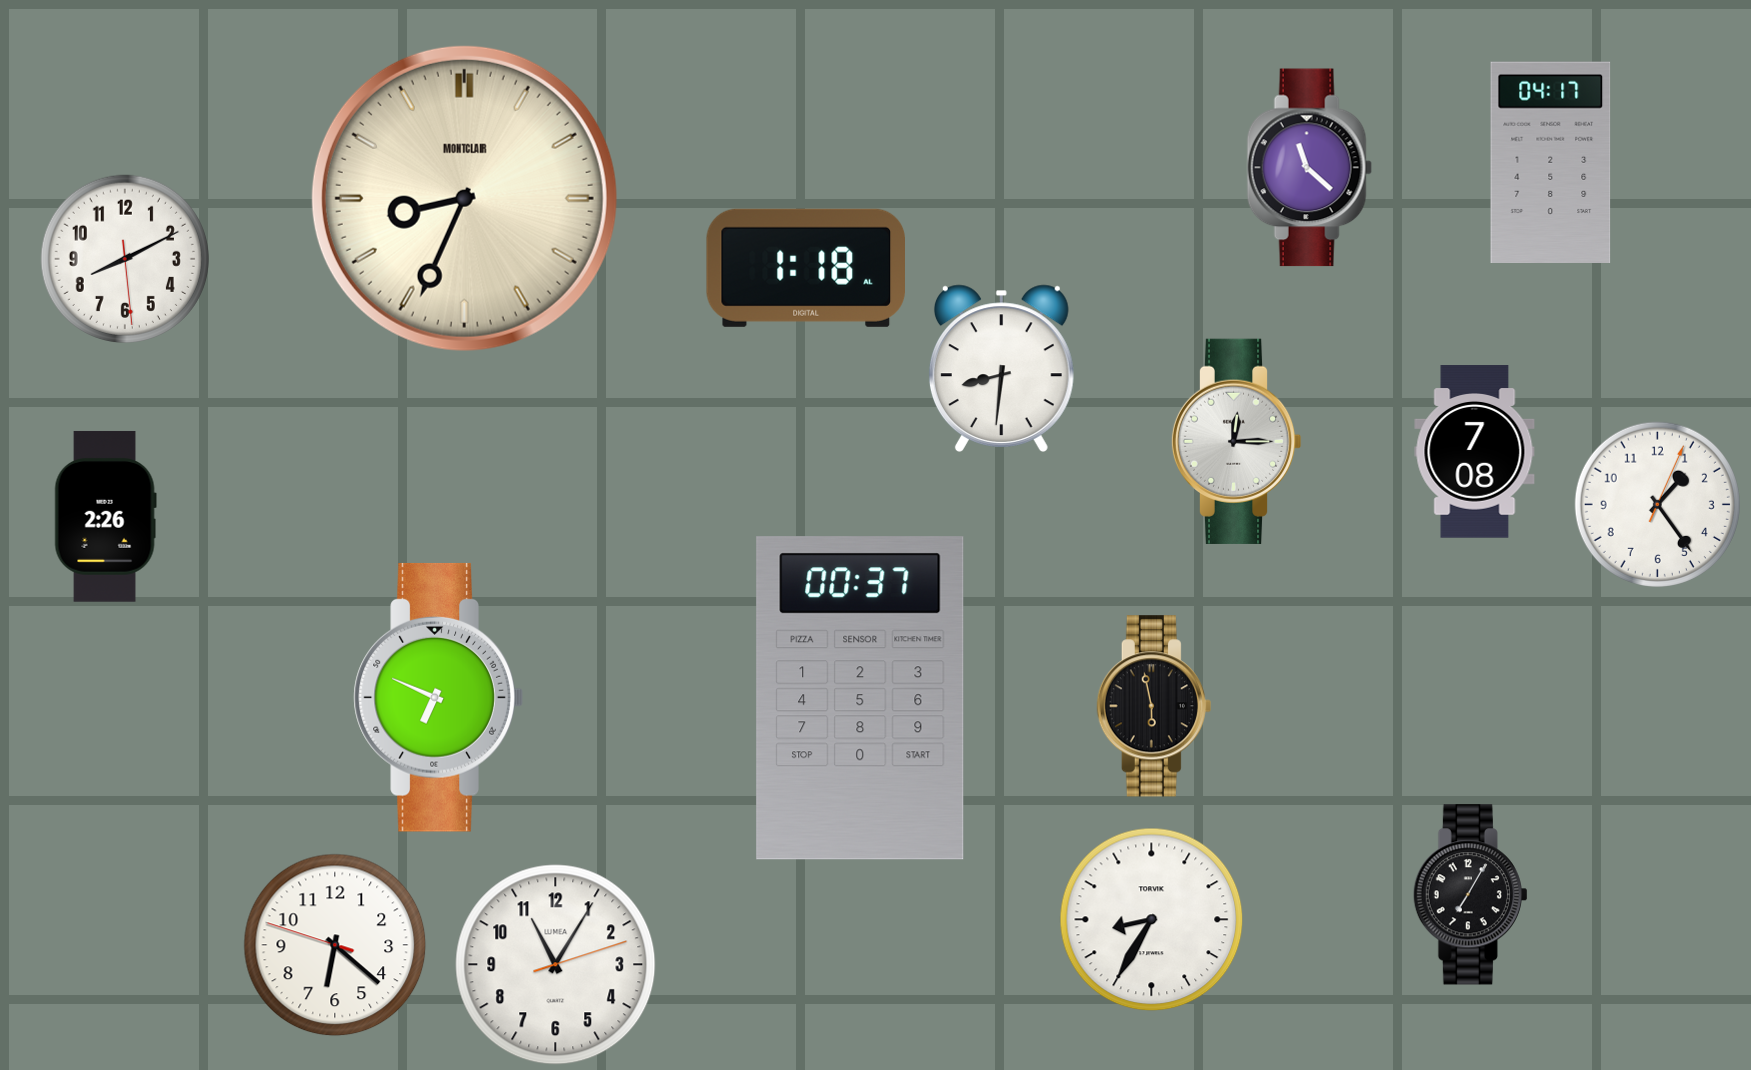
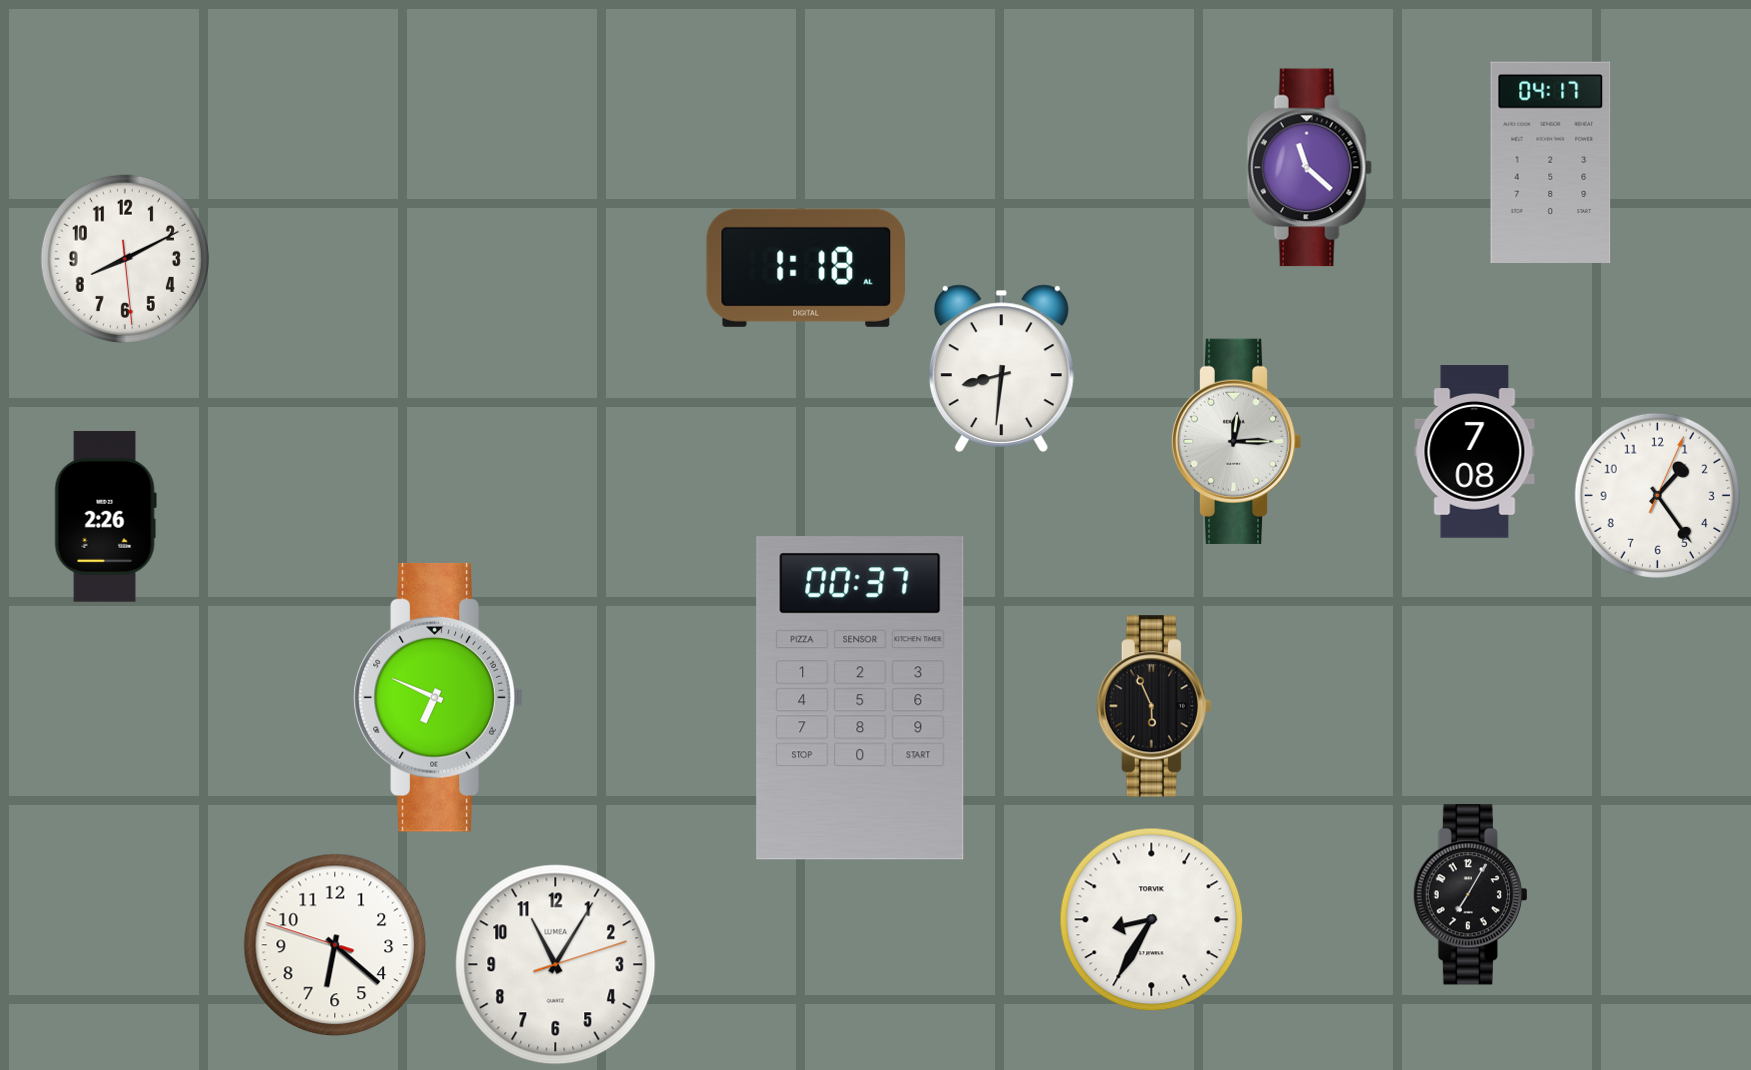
clock at (464, 198): 8:34 -> none
clock at (1657, 504) position: (1657, 504) -> (1657, 495)
clock at (1154, 706): 5:58 -> 5:56
